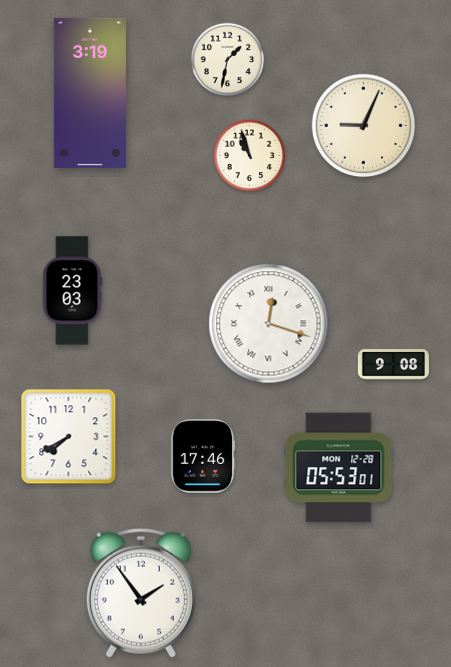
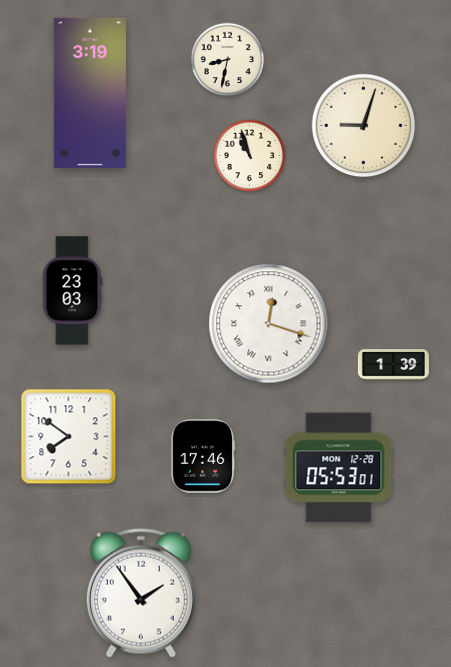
clock at (228, 60): 1:32 -> 8:32
clock at (364, 126): 9:04 -> 9:03
clock at (393, 365): 9:08 -> 1:39
clock at (69, 437): 7:40 -> 7:51
